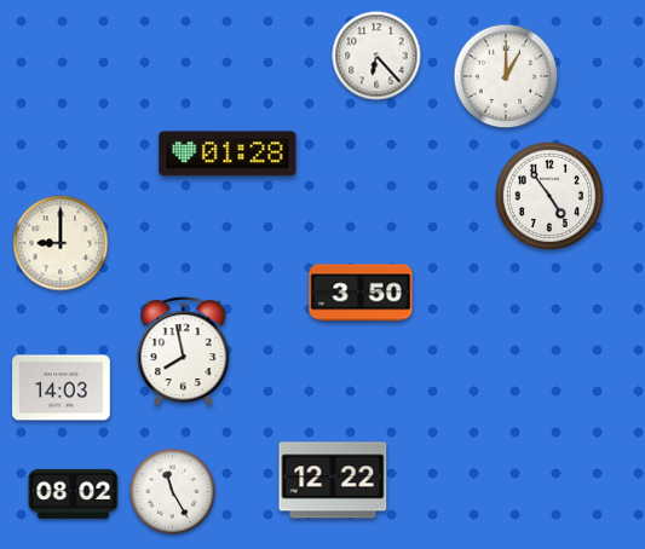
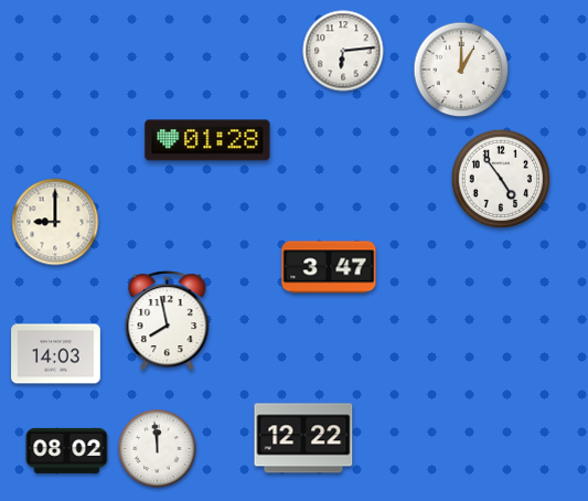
clock at (376, 56): 6:23 -> 6:14
clock at (361, 293): 3:50 -> 3:47
clock at (173, 492): 11:25 -> 11:59
